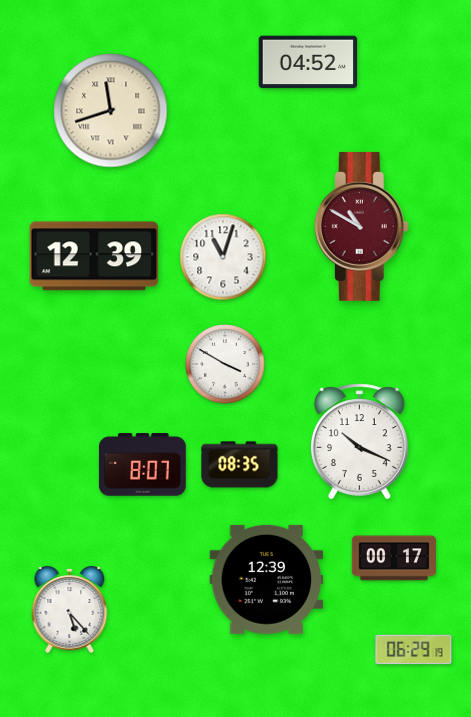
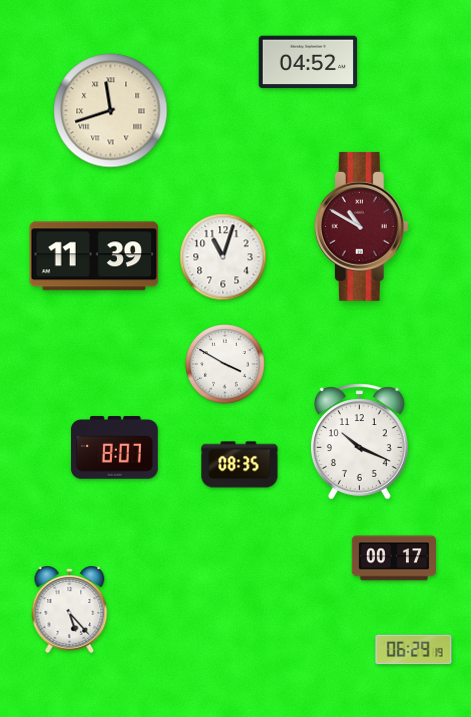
clock at (94, 256): 12:39 -> 11:39
clock at (142, 465) position: (142, 465) -> (114, 448)
clock at (267, 579): 12:39 -> none
